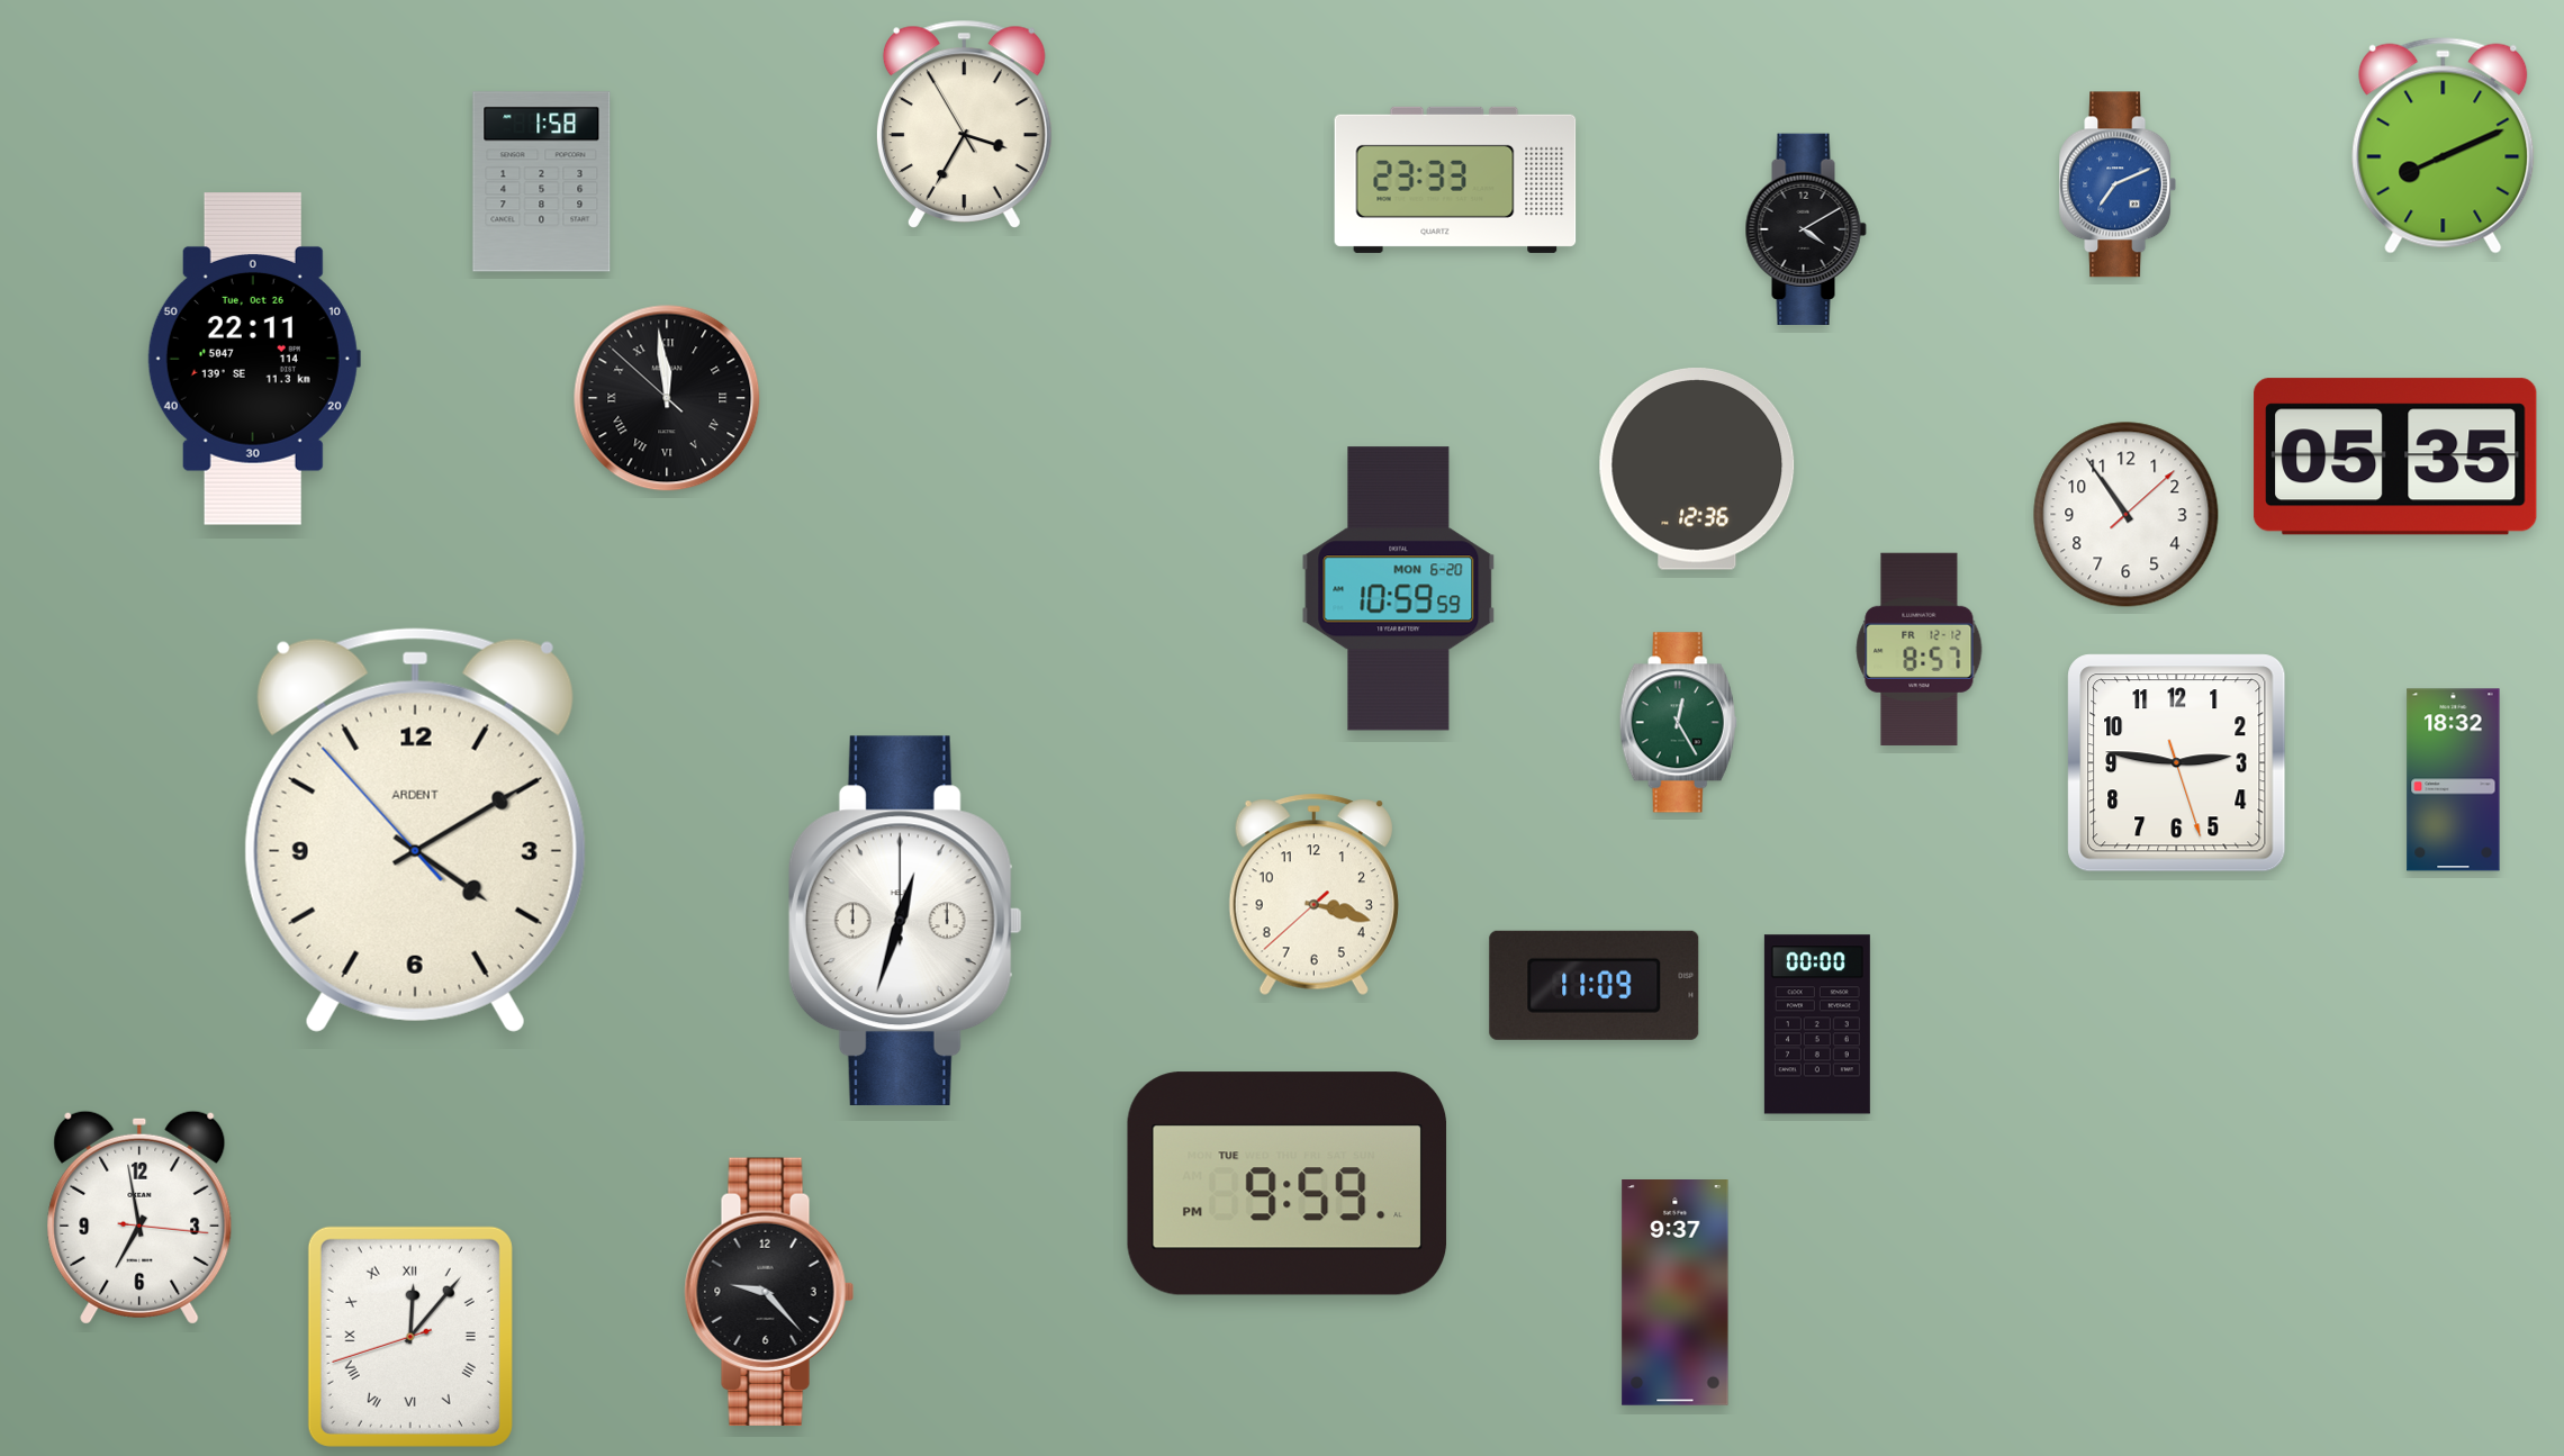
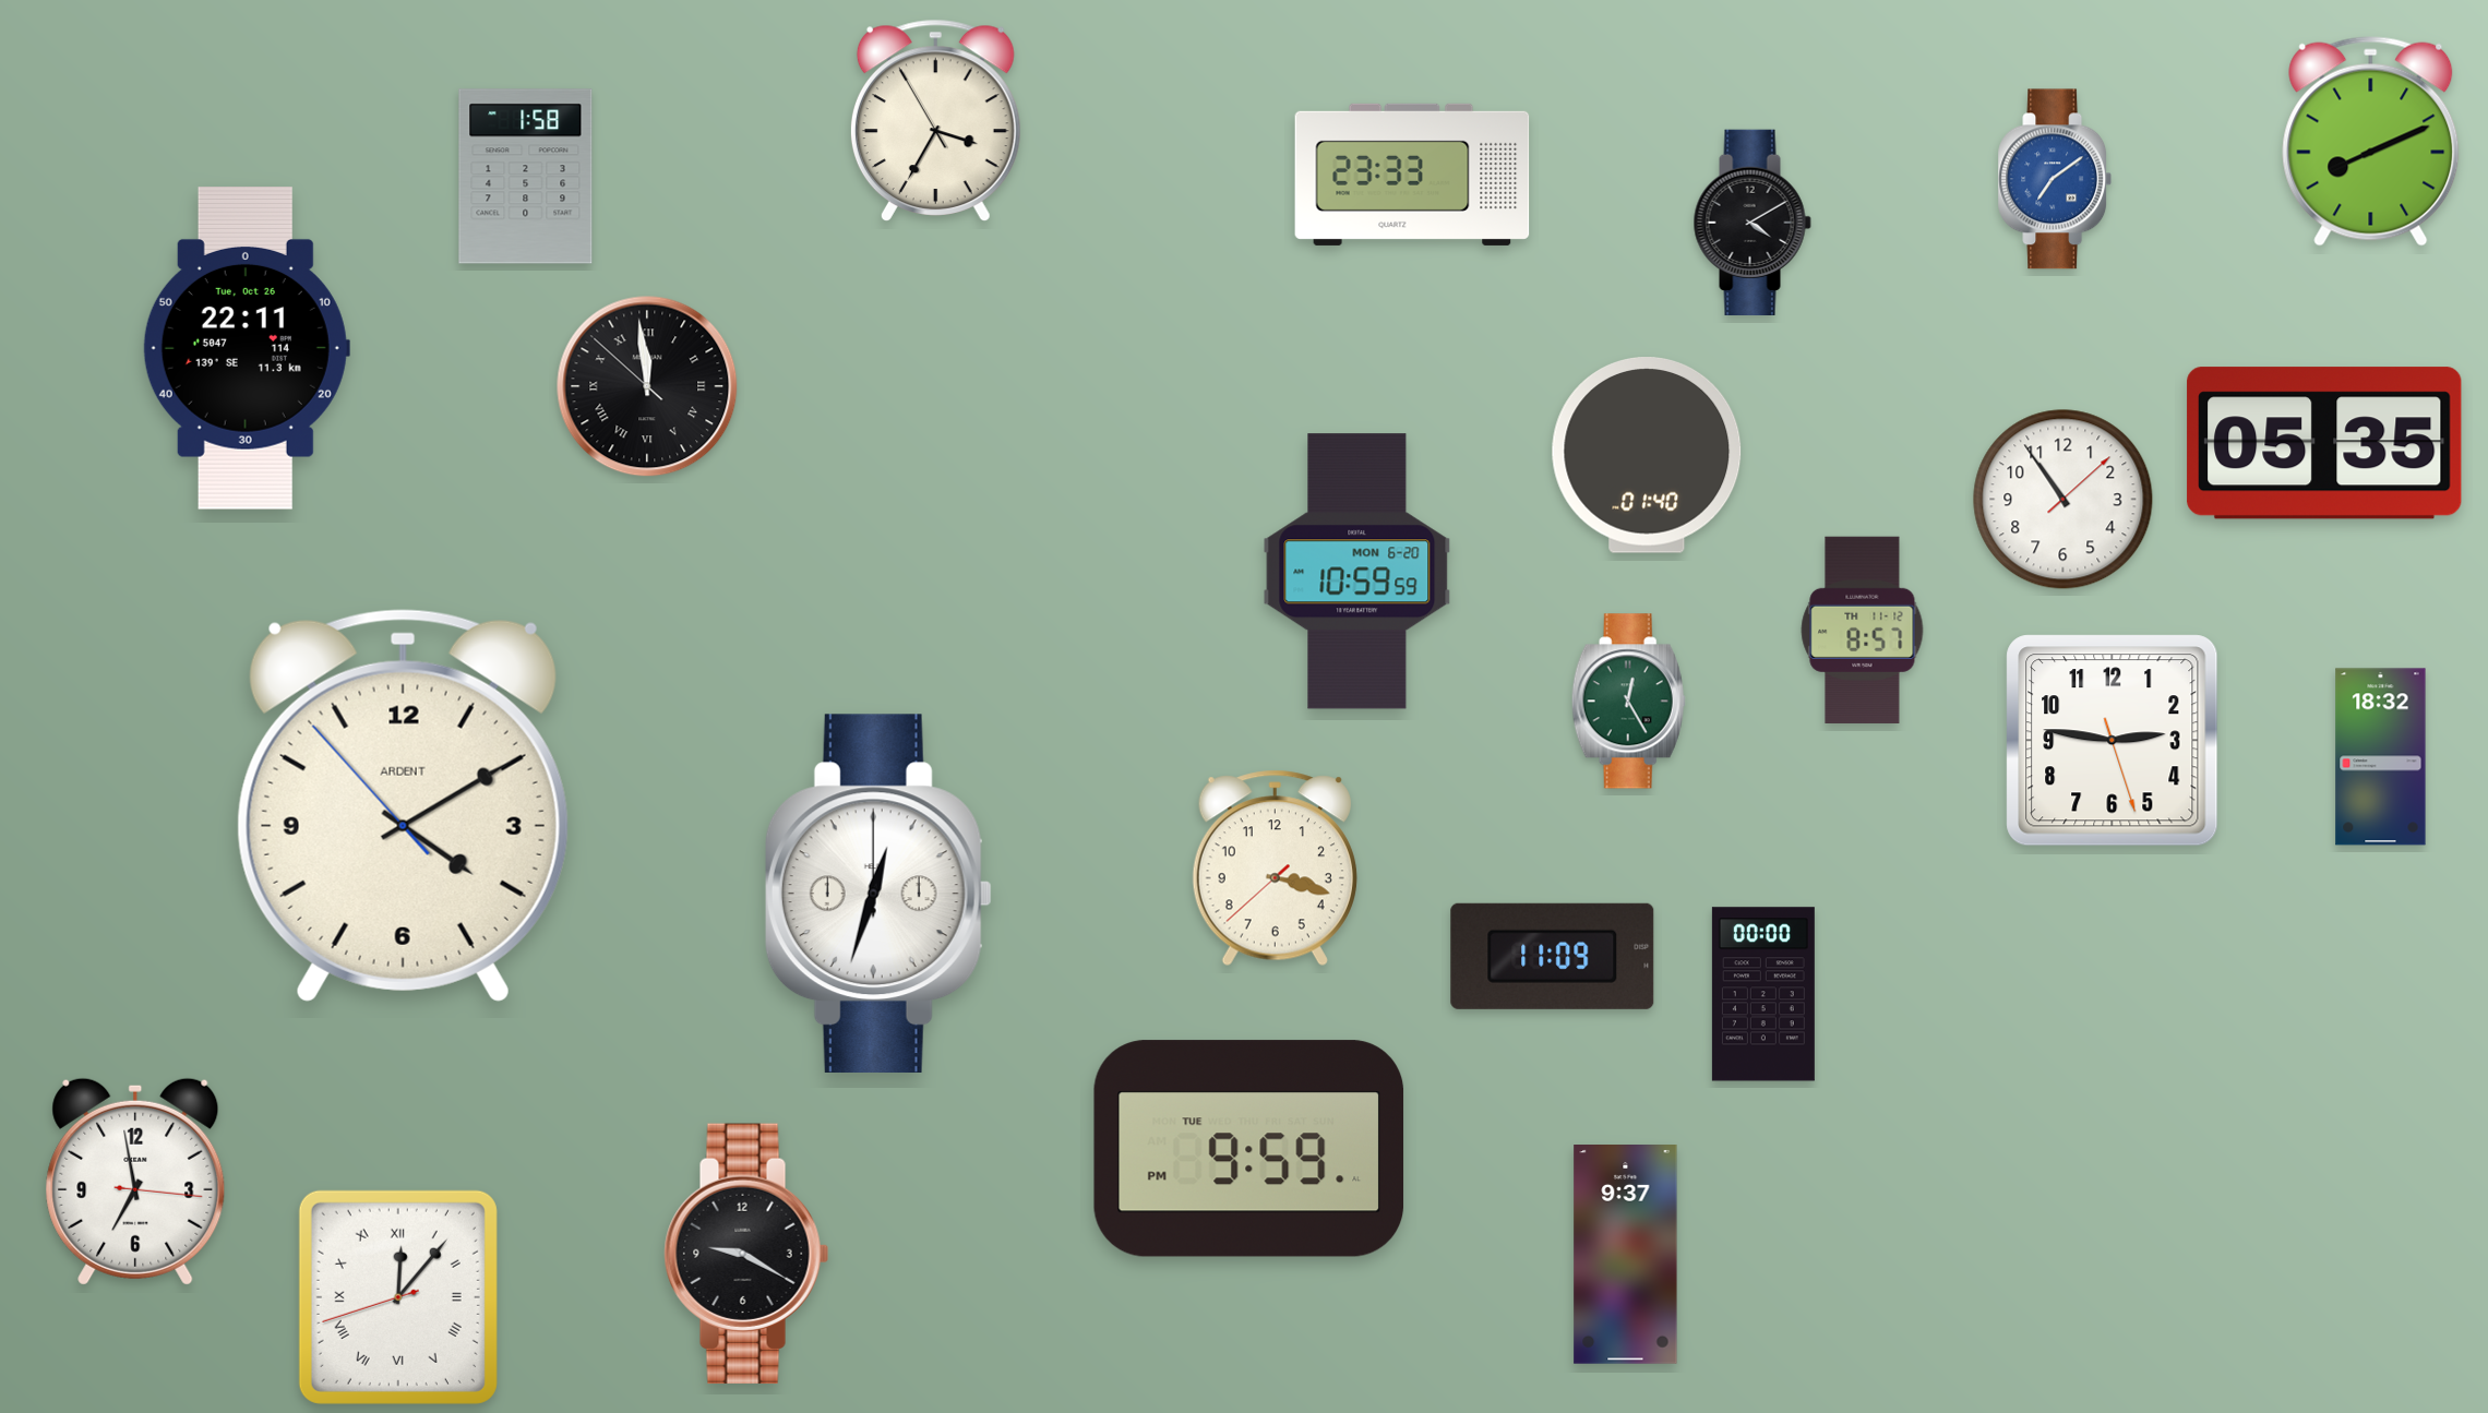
clock at (2116, 184): 7:11 -> 7:09
clock at (1697, 470): 12:36 -> 01:40
clock at (1920, 649) date: FR 12-12 -> TH 11-12
clock at (1595, 985) position: (1595, 985) -> (1553, 956)
clock at (769, 1291): 9:23 -> 9:20
